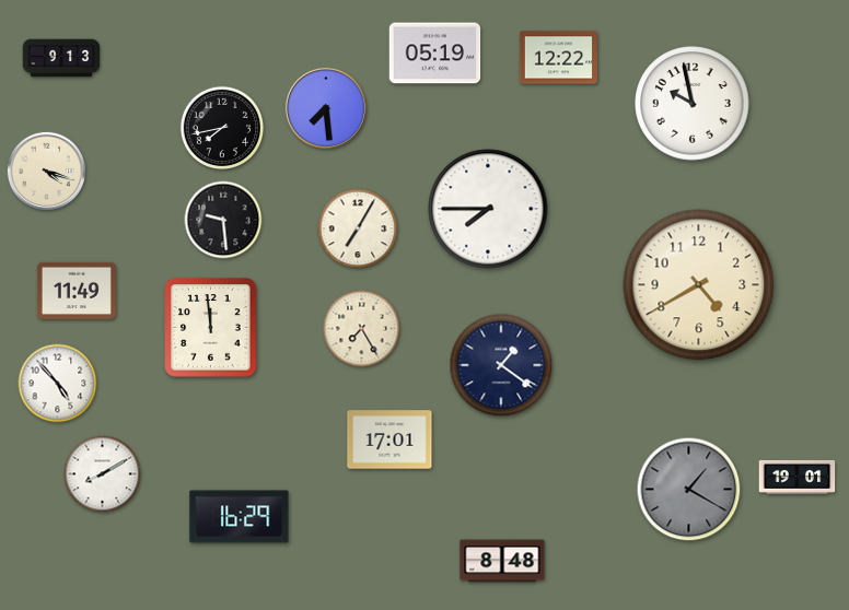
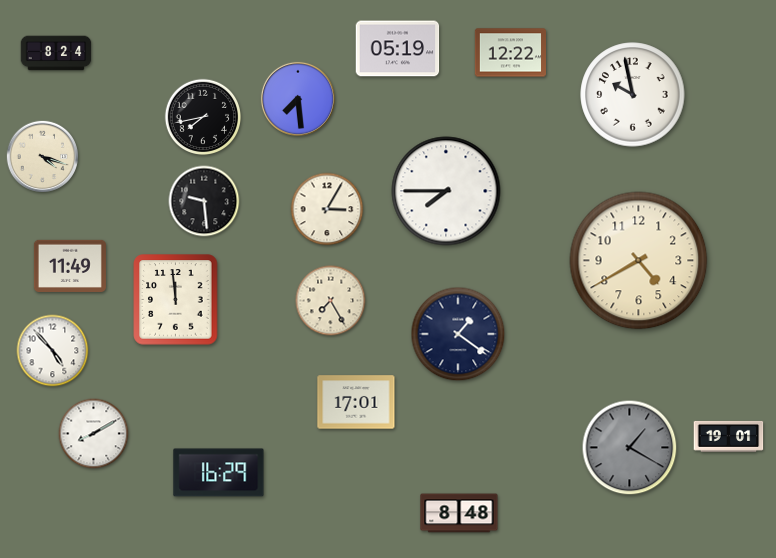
clock at (61, 58): 9:13 -> 8:24
clock at (358, 228): 7:05 -> 3:05
clock at (211, 328) position: (211, 328) -> (176, 300)
